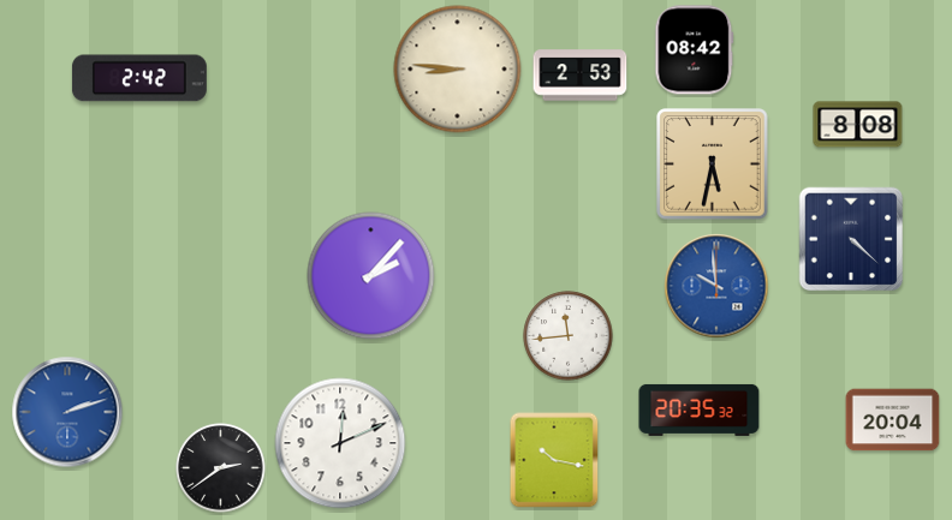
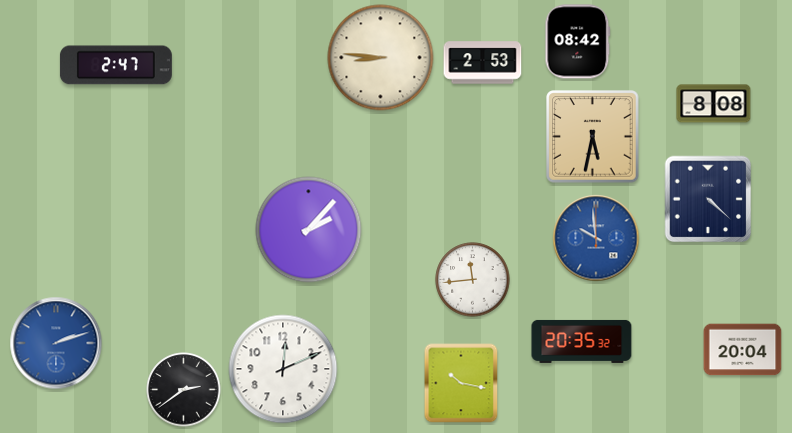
clock at (139, 78): 2:42 -> 2:47
